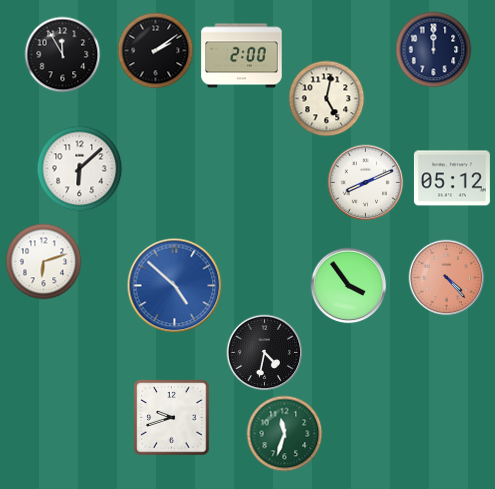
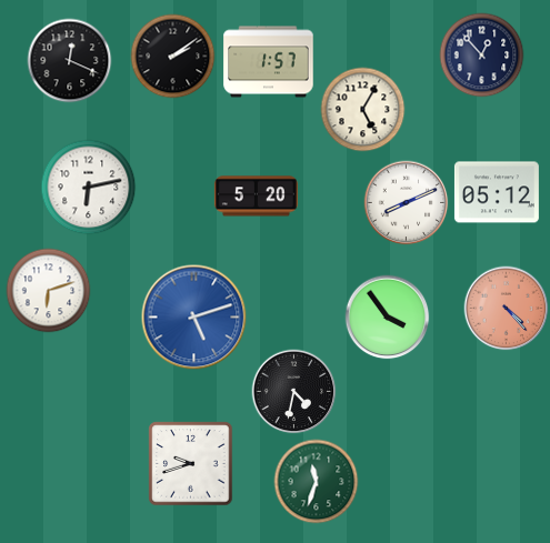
clock at (434, 50): 12:00 -> 12:53
clock at (63, 55): 11:55 -> 12:19
clock at (242, 56): 2:00 -> 1:57
clock at (327, 99): 5:02 -> 5:05
clock at (80, 169): 6:08 -> 6:13
clock at (256, 197): none -> 5:20
clock at (452, 178) position: (452, 178) -> (497, 192)
clock at (447, 278) position: (447, 278) -> (507, 309)
clock at (175, 286): 4:52 -> 5:12
